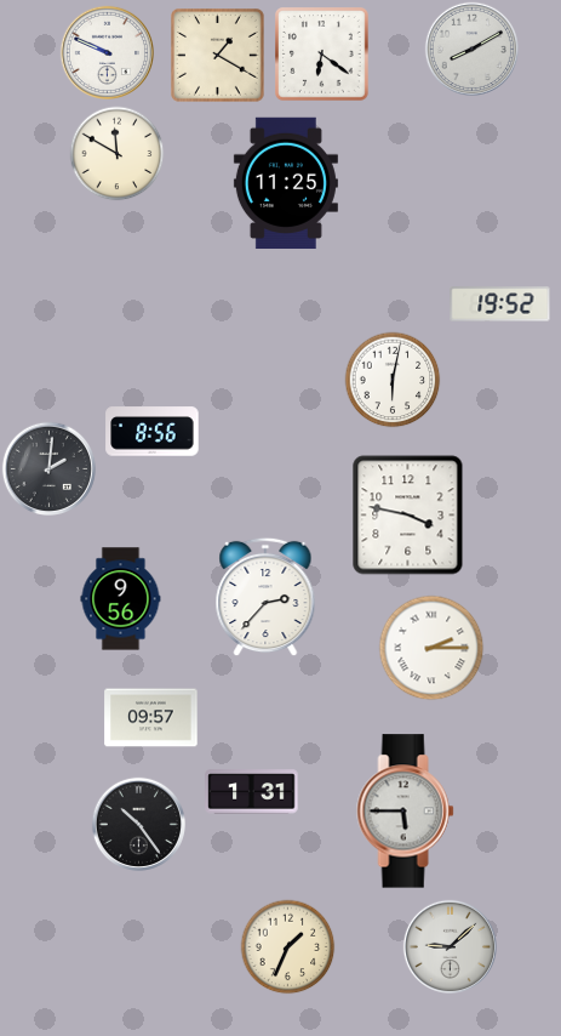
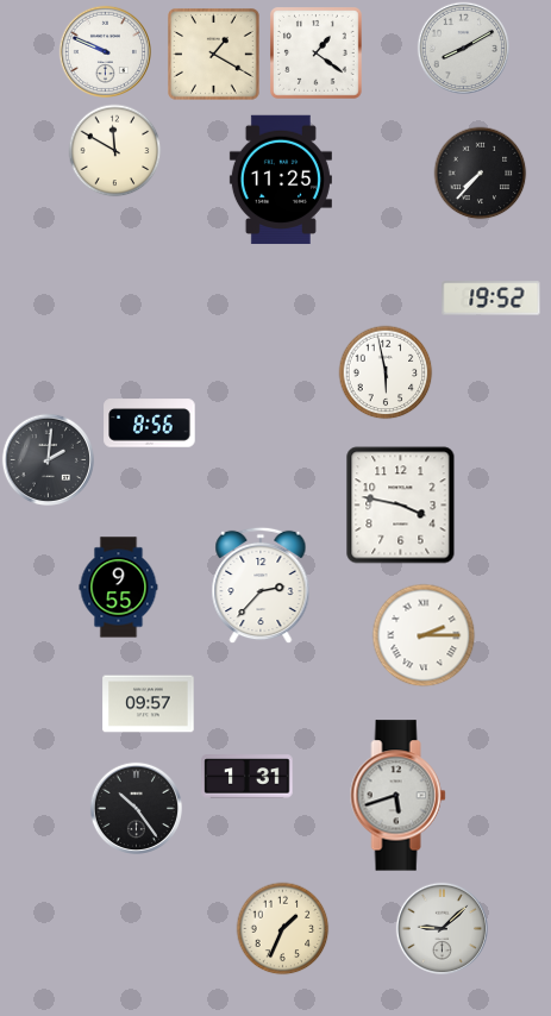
clock at (322, 55): 6:21 -> 1:21
clock at (480, 173): none -> 7:37
clock at (393, 380): 6:02 -> 5:58
clock at (121, 599): 9:56 -> 9:55
clock at (406, 812): 5:45 -> 5:42
